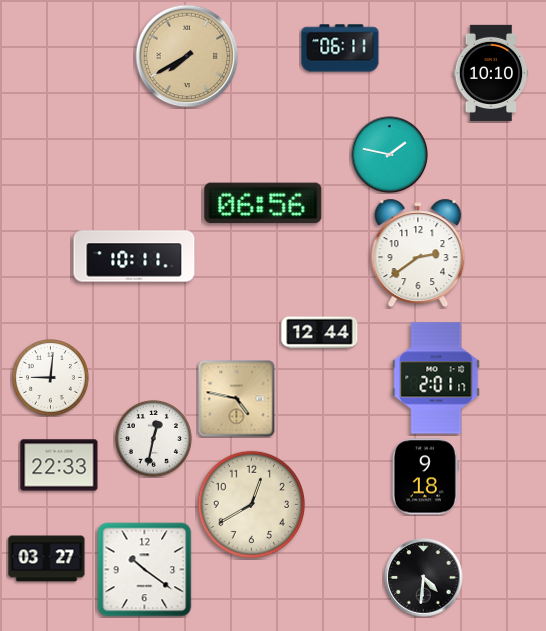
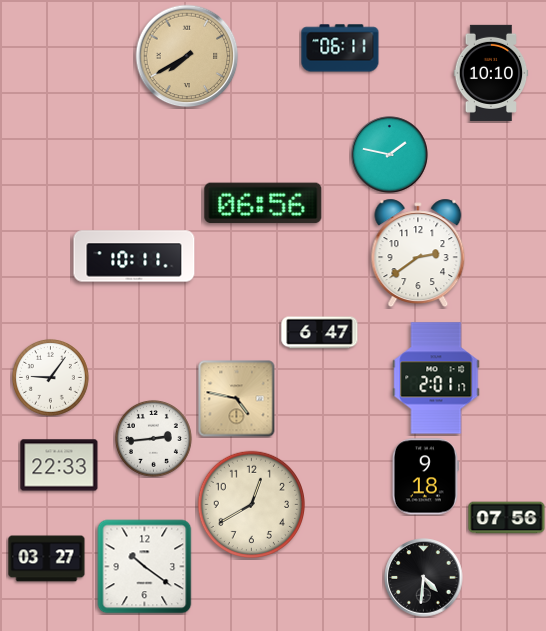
clock at (320, 333): 12:44 -> 6:47
clock at (50, 377): 9:01 -> 9:06
clock at (153, 438): 12:32 -> 2:44
clock at (507, 518): none -> 07:56
clock at (145, 570) position: (145, 570) -> (145, 567)
